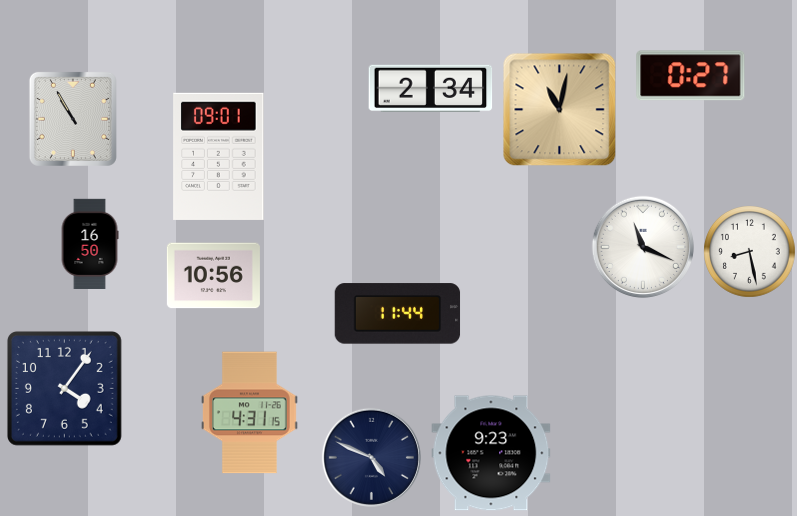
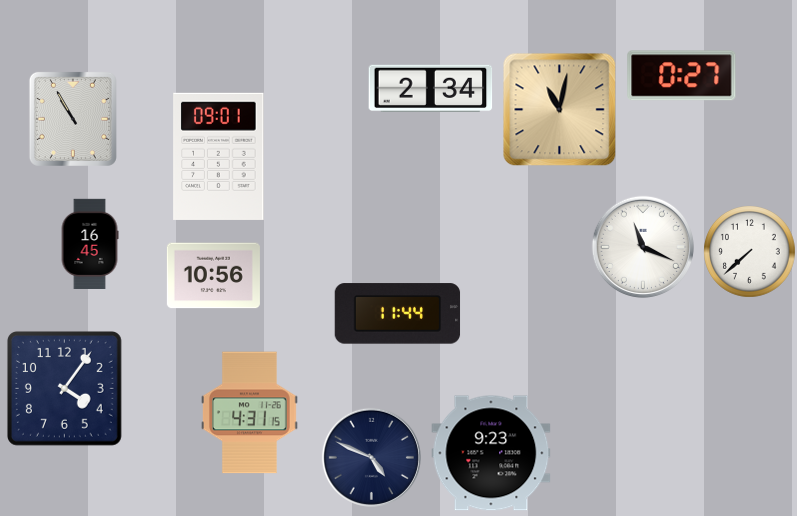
clock at (691, 76) position: (691, 76) -> (682, 76)
clock at (90, 243): 16:50 -> 16:45
clock at (750, 252): 8:28 -> 7:38
